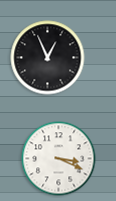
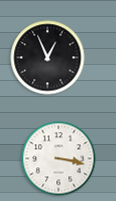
clock at (59, 159): 3:19 -> 3:17
